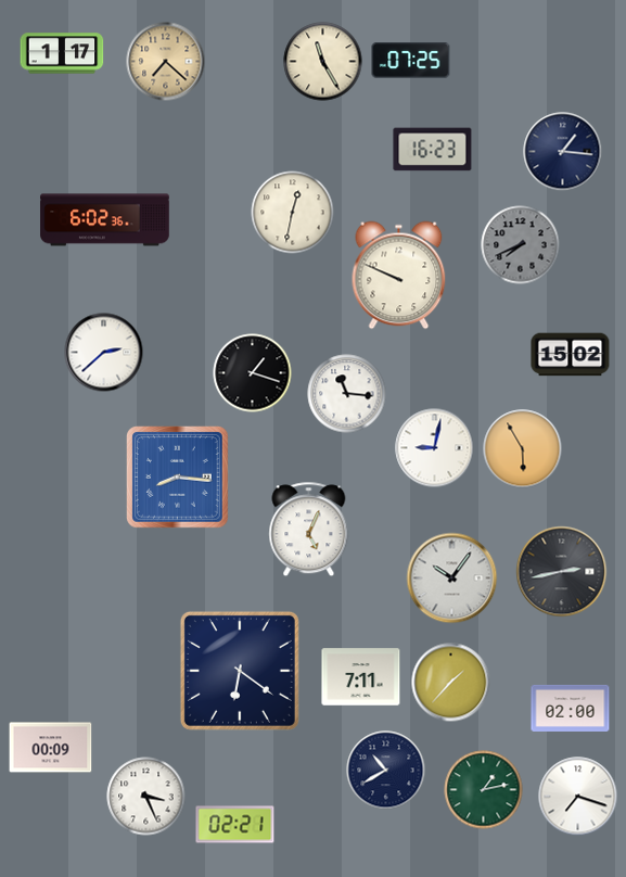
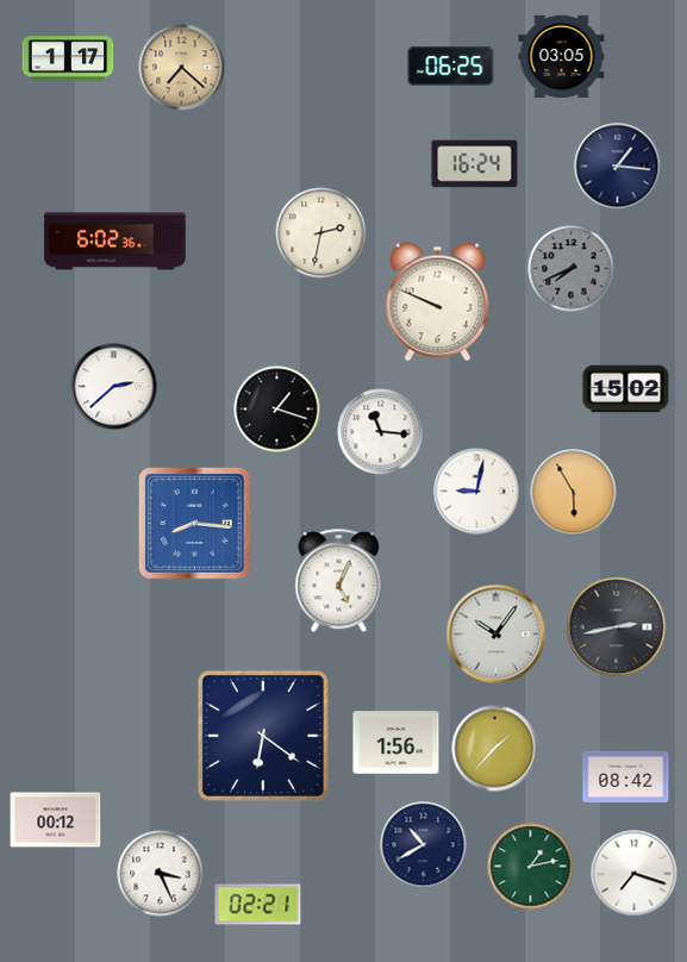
clock at (562, 57): none -> 03:05
clock at (411, 61): 07:25 -> 06:25
clock at (323, 62): 11:25 -> none
clock at (433, 150): 16:23 -> 16:24
clock at (293, 213): 12:32 -> 2:32
clock at (361, 677): 7:11 -> 1:56
clock at (571, 708): 02:00 -> 08:42
clock at (51, 748): 00:09 -> 00:12
